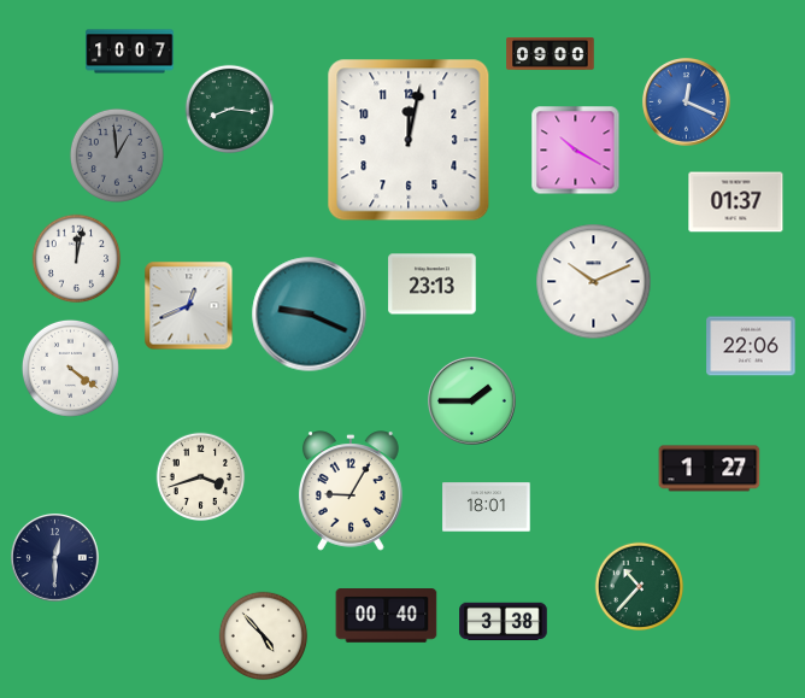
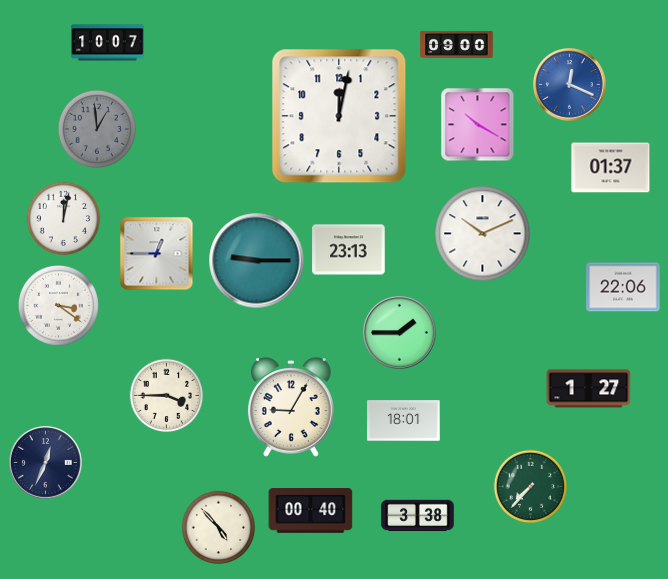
clock at (230, 110): 8:16 -> none
clock at (77, 259) position: (77, 259) -> (64, 219)
clock at (594, 282) position: (594, 282) -> (483, 234)
clock at (433, 285) position: (433, 285) -> (349, 250)
clock at (189, 306): 12:41 -> 12:45
clock at (310, 315): 9:19 -> 9:15
clock at (70, 368): 4:21 -> 3:21
clock at (472, 401) position: (472, 401) -> (400, 333)
clock at (201, 477): 3:42 -> 3:45
clock at (55, 558): 12:30 -> 12:34
clock at (640, 587): 10:37 -> 7:37
clock at (387, 616) position: (387, 616) -> (311, 511)
